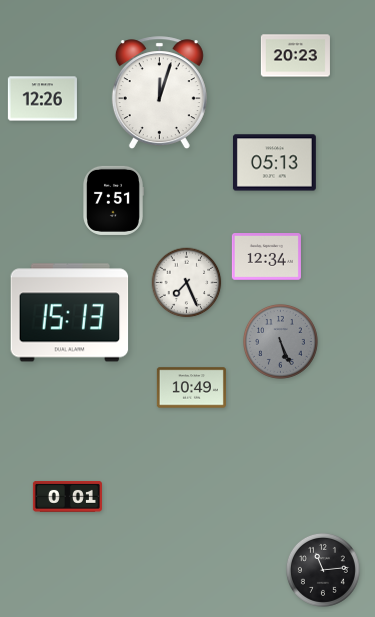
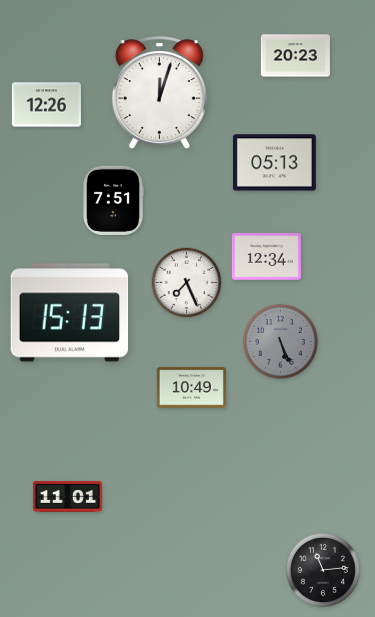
clock at (42, 99) position: (42, 99) -> (46, 105)
clock at (67, 497): 0:01 -> 11:01
